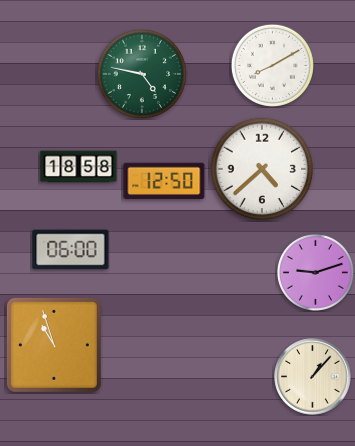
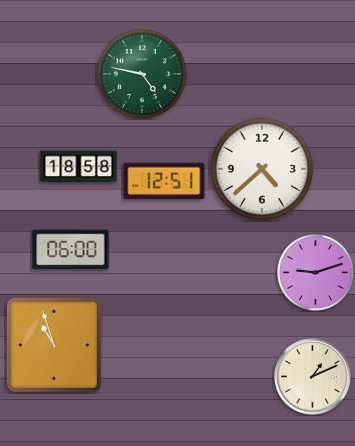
clock at (272, 65): 8:10 -> none
clock at (164, 181): 12:50 -> 12:51
clock at (313, 377): 1:07 -> 1:11
